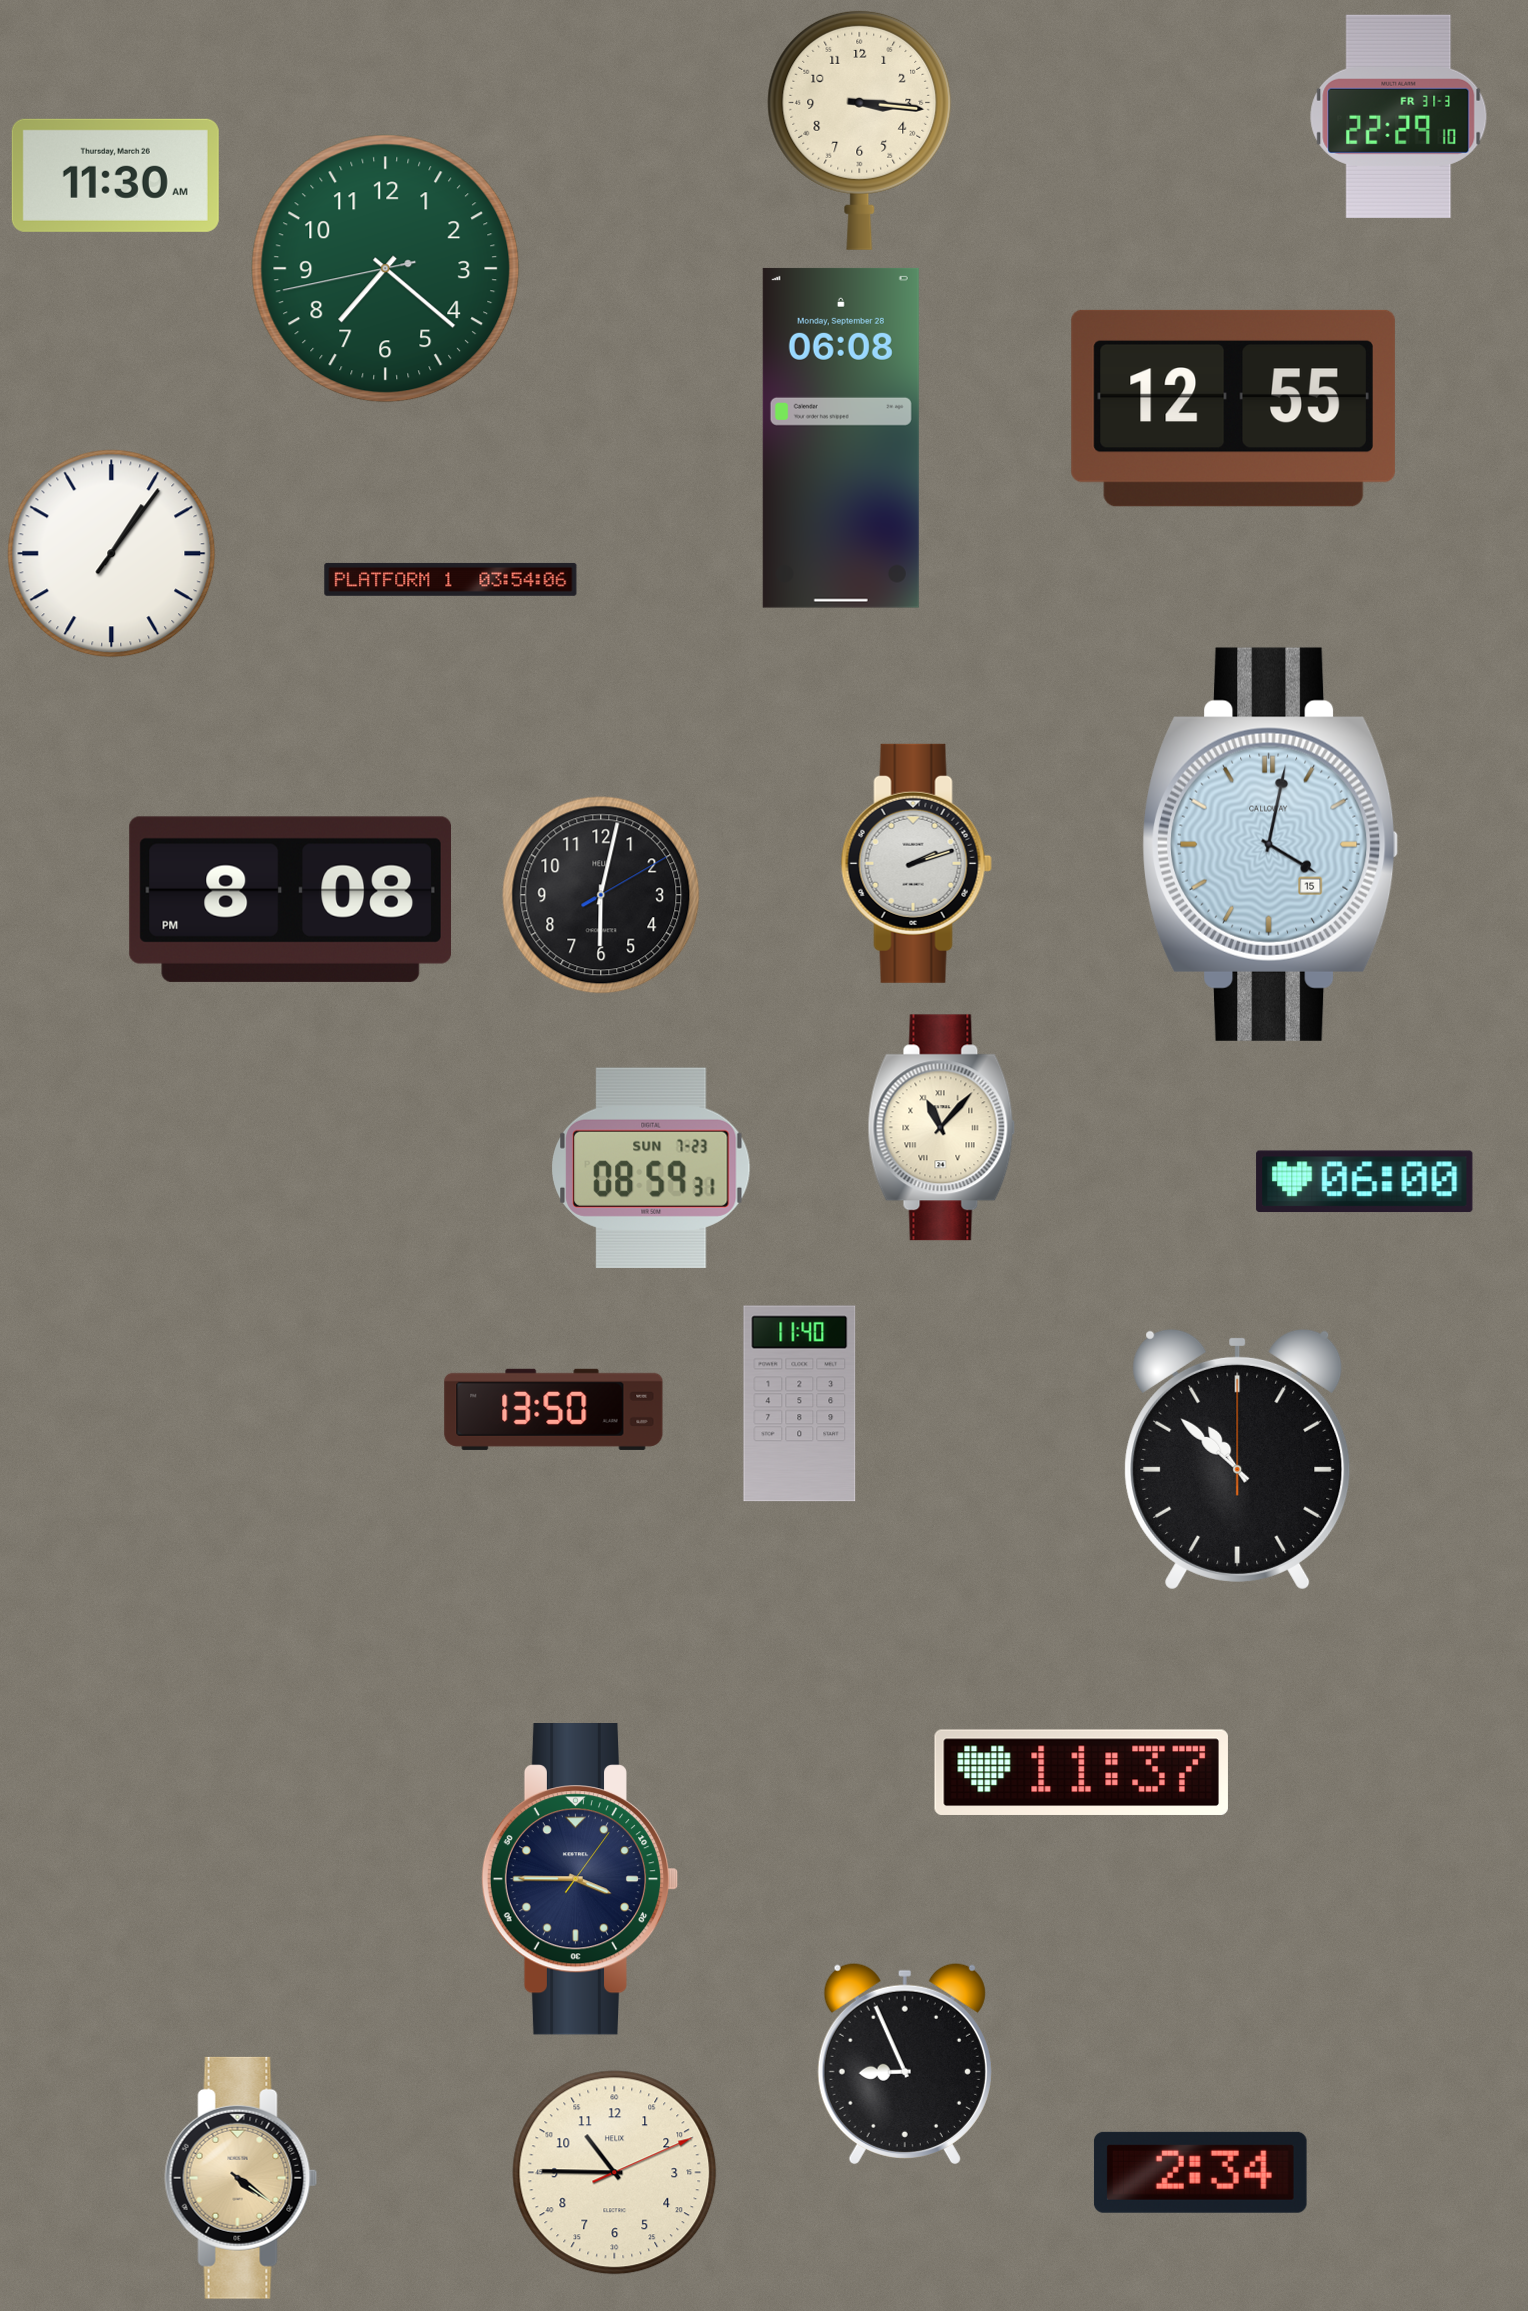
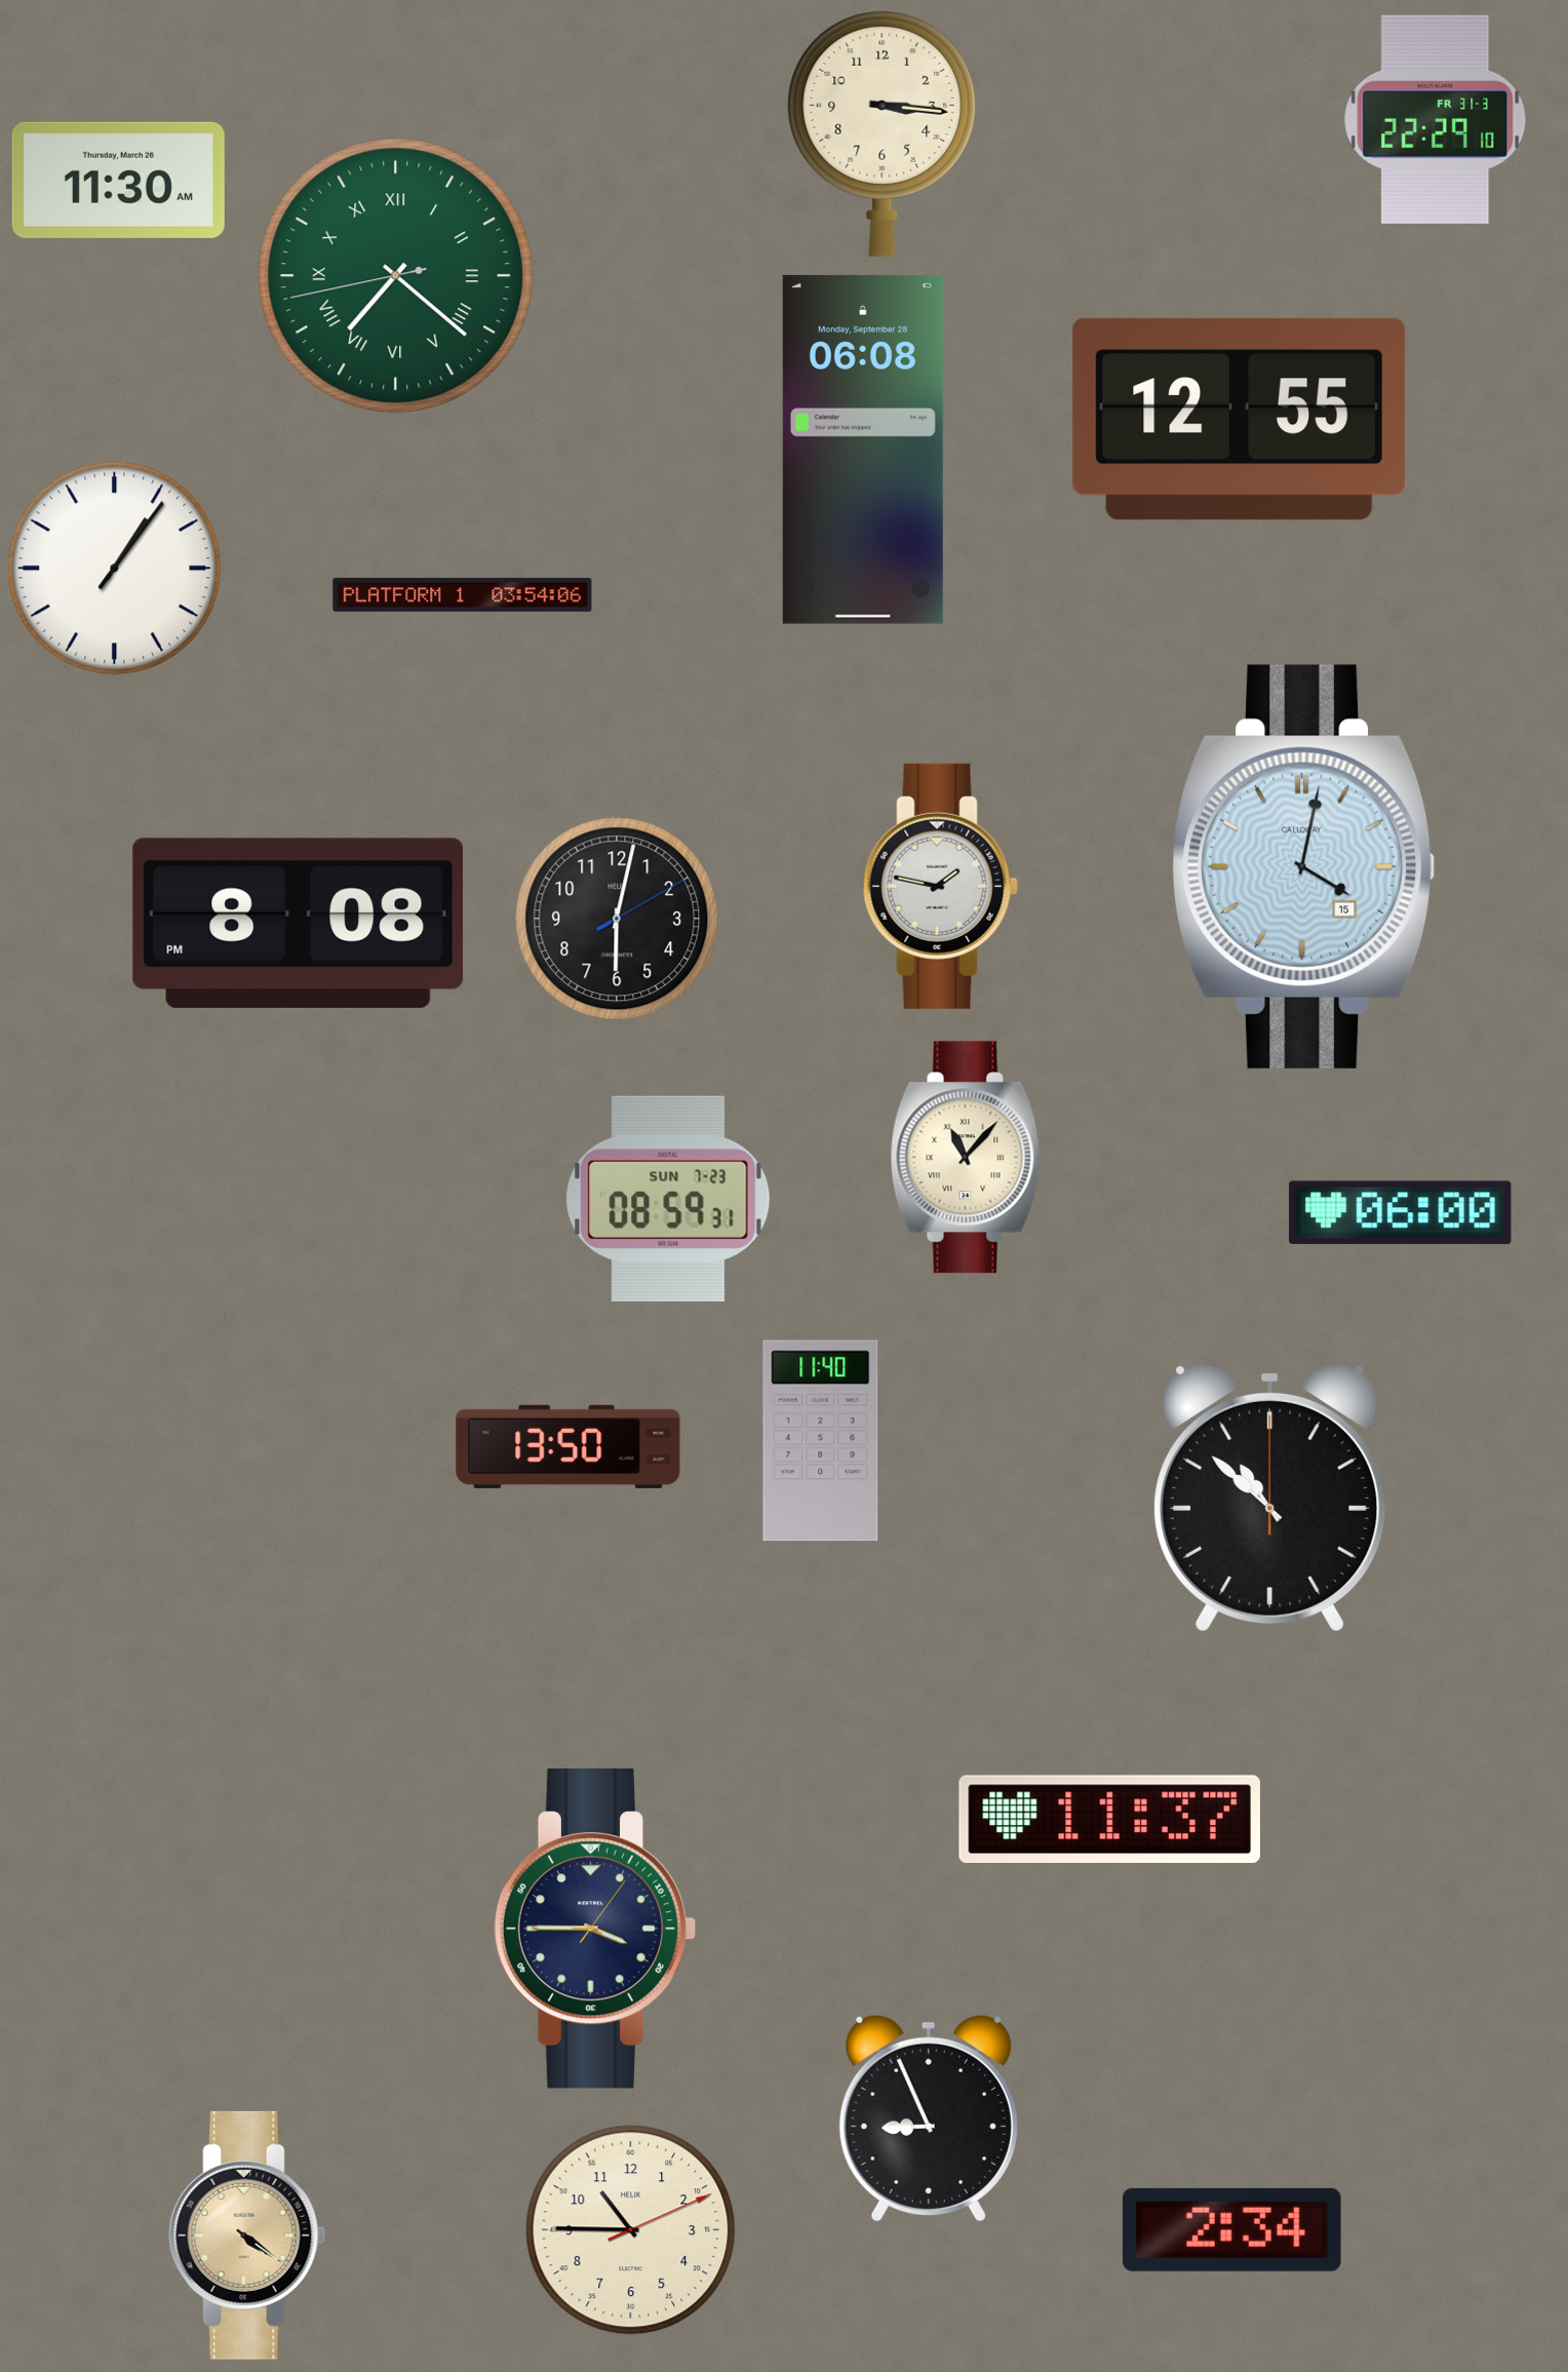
clock at (386, 269) numerals: Arabic -> Roman
clock at (1233, 408) position: (1233, 408) -> (1239, 419)
clock at (916, 863): 2:12 -> 1:47
